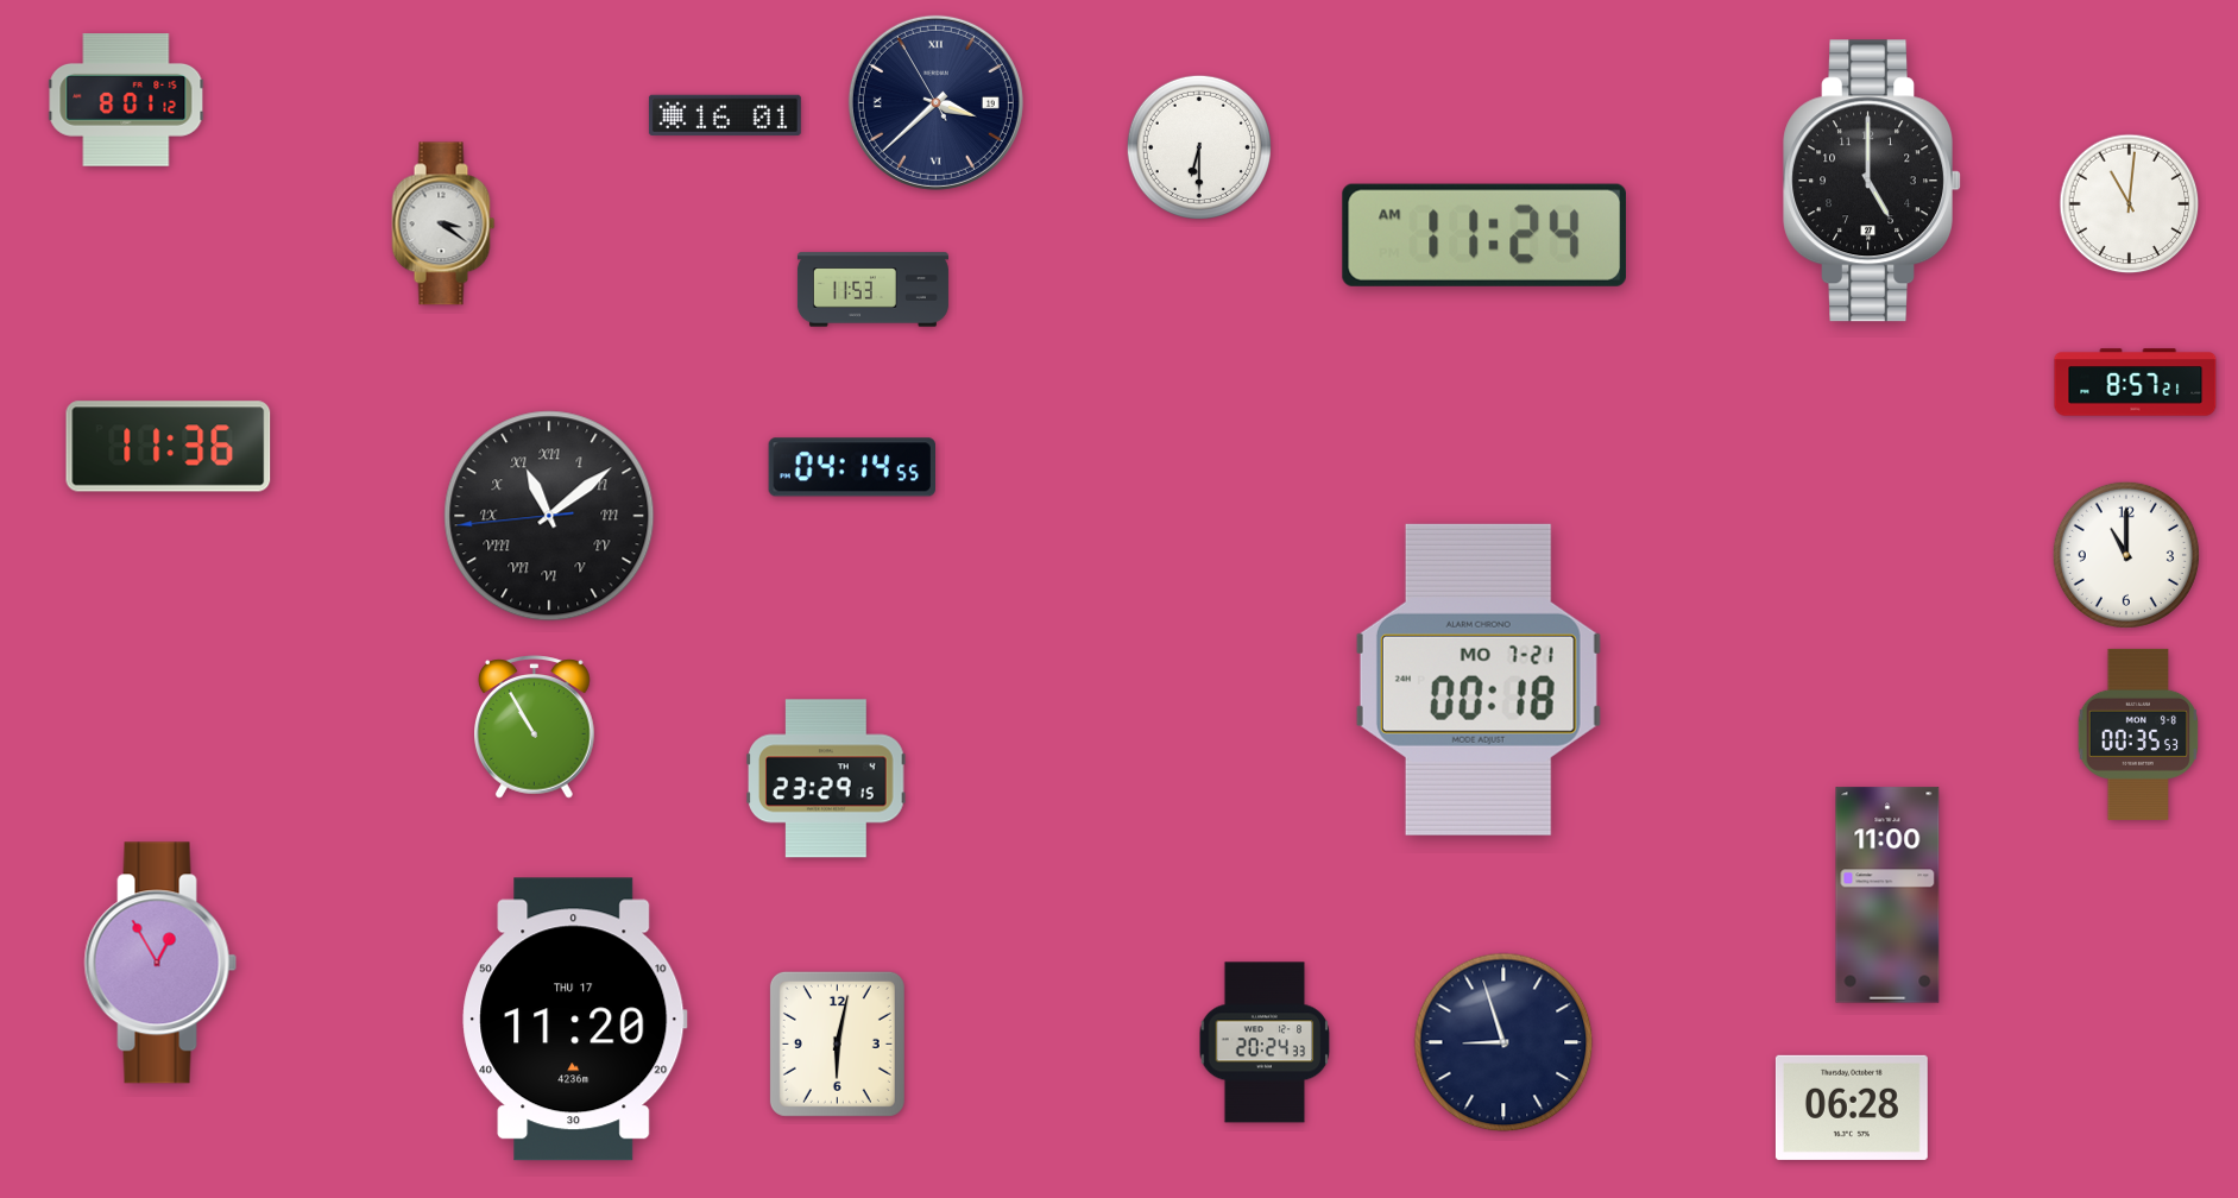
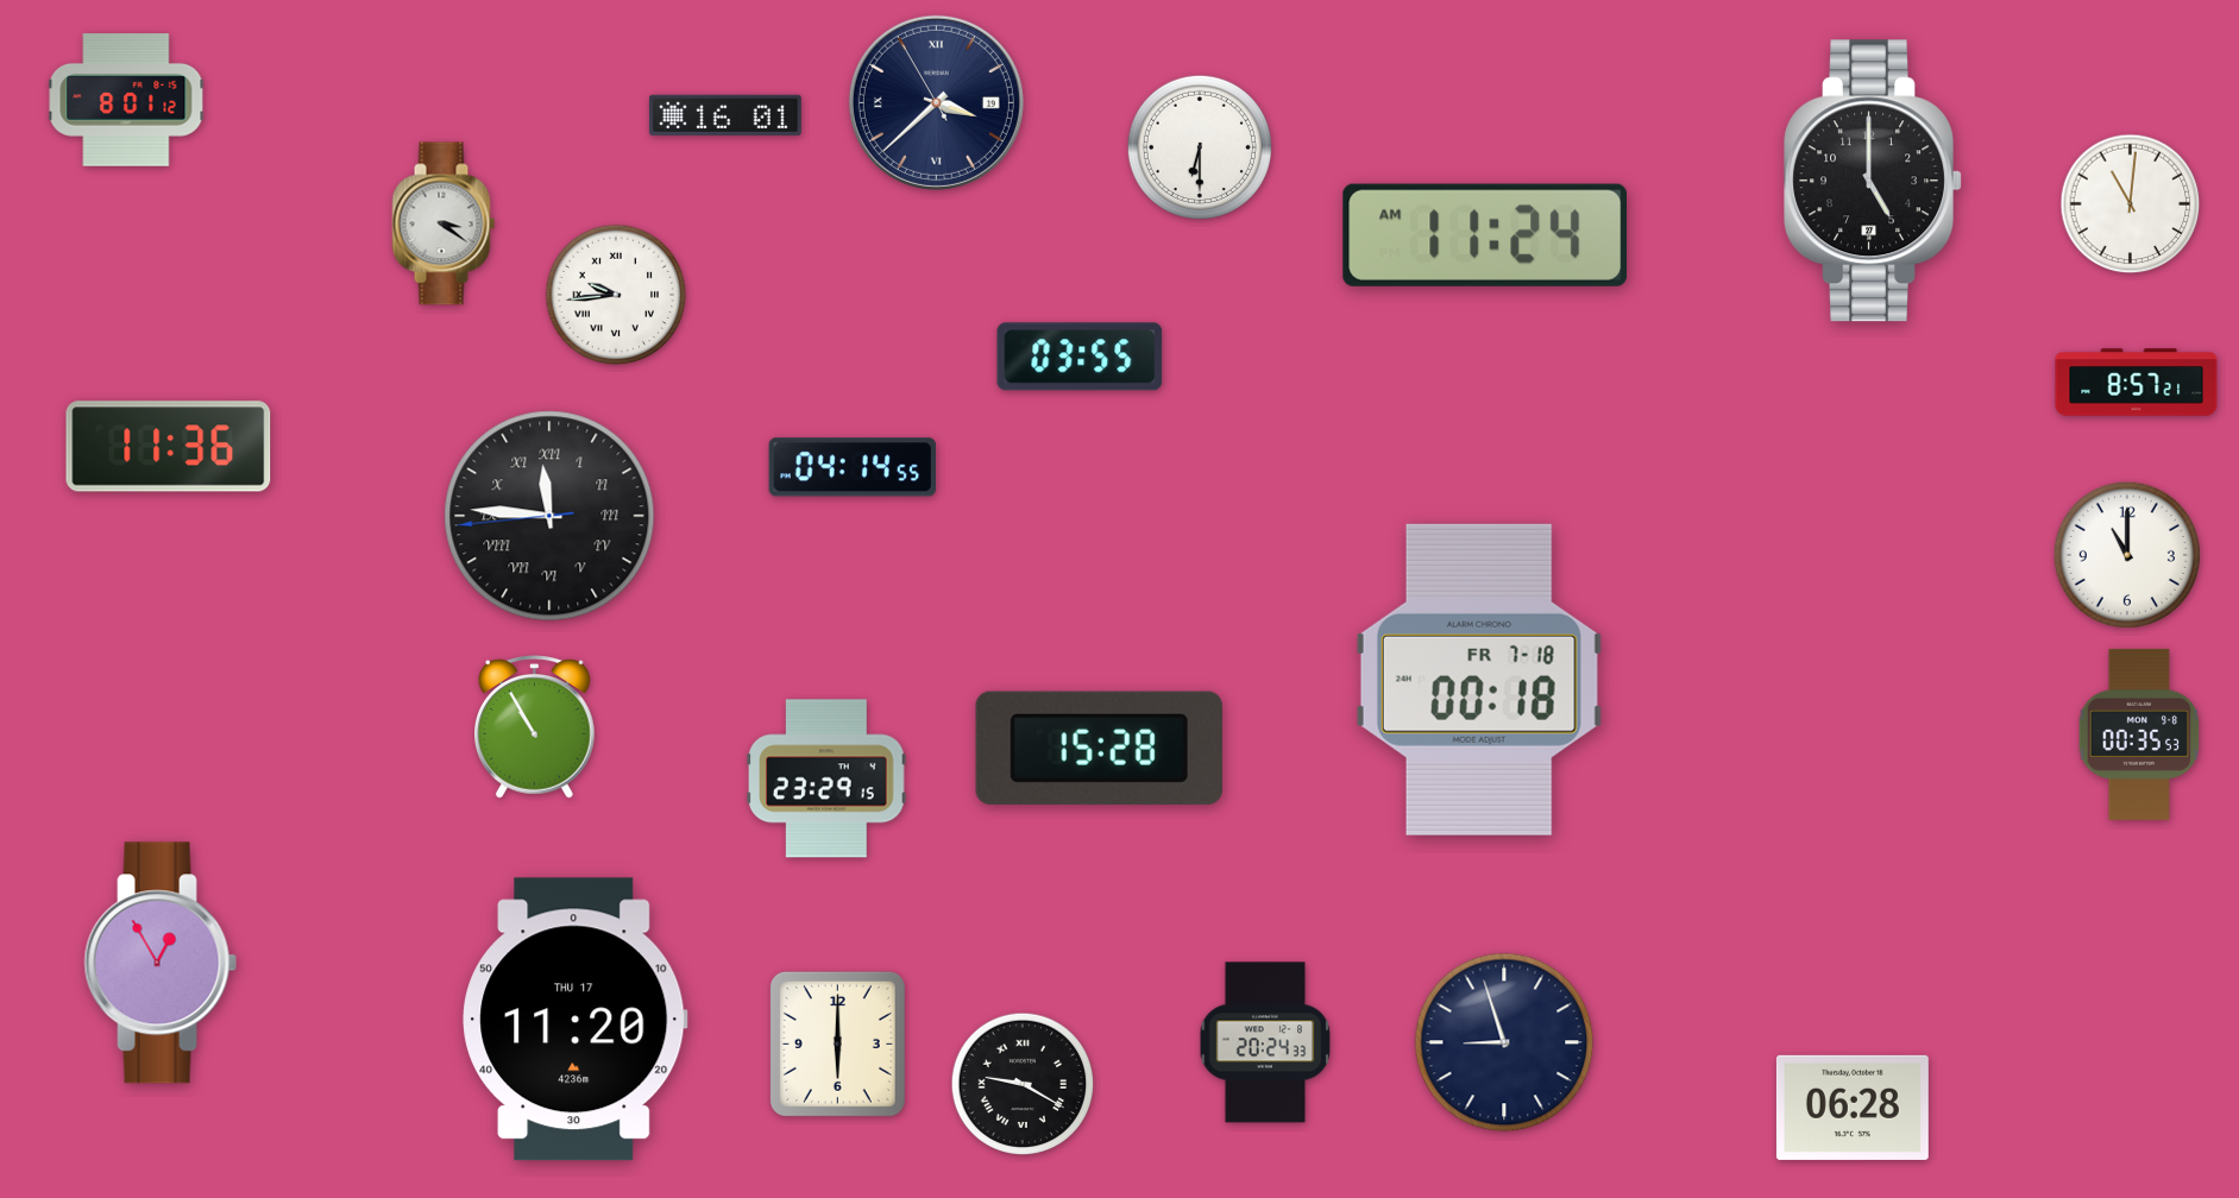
clock at (872, 290): 11:53 -> none
clock at (616, 295): none -> 9:44
clock at (1080, 357): none -> 03:55
clock at (549, 516): 11:08 -> 11:45
clock at (1479, 680) date: MO 7-21 -> FR 7-18
clock at (1099, 748): none -> 15:28
clock at (1887, 895): 11:00 -> none
clock at (837, 1043): 6:02 -> 6:00
clock at (1023, 1084): none -> 9:20
